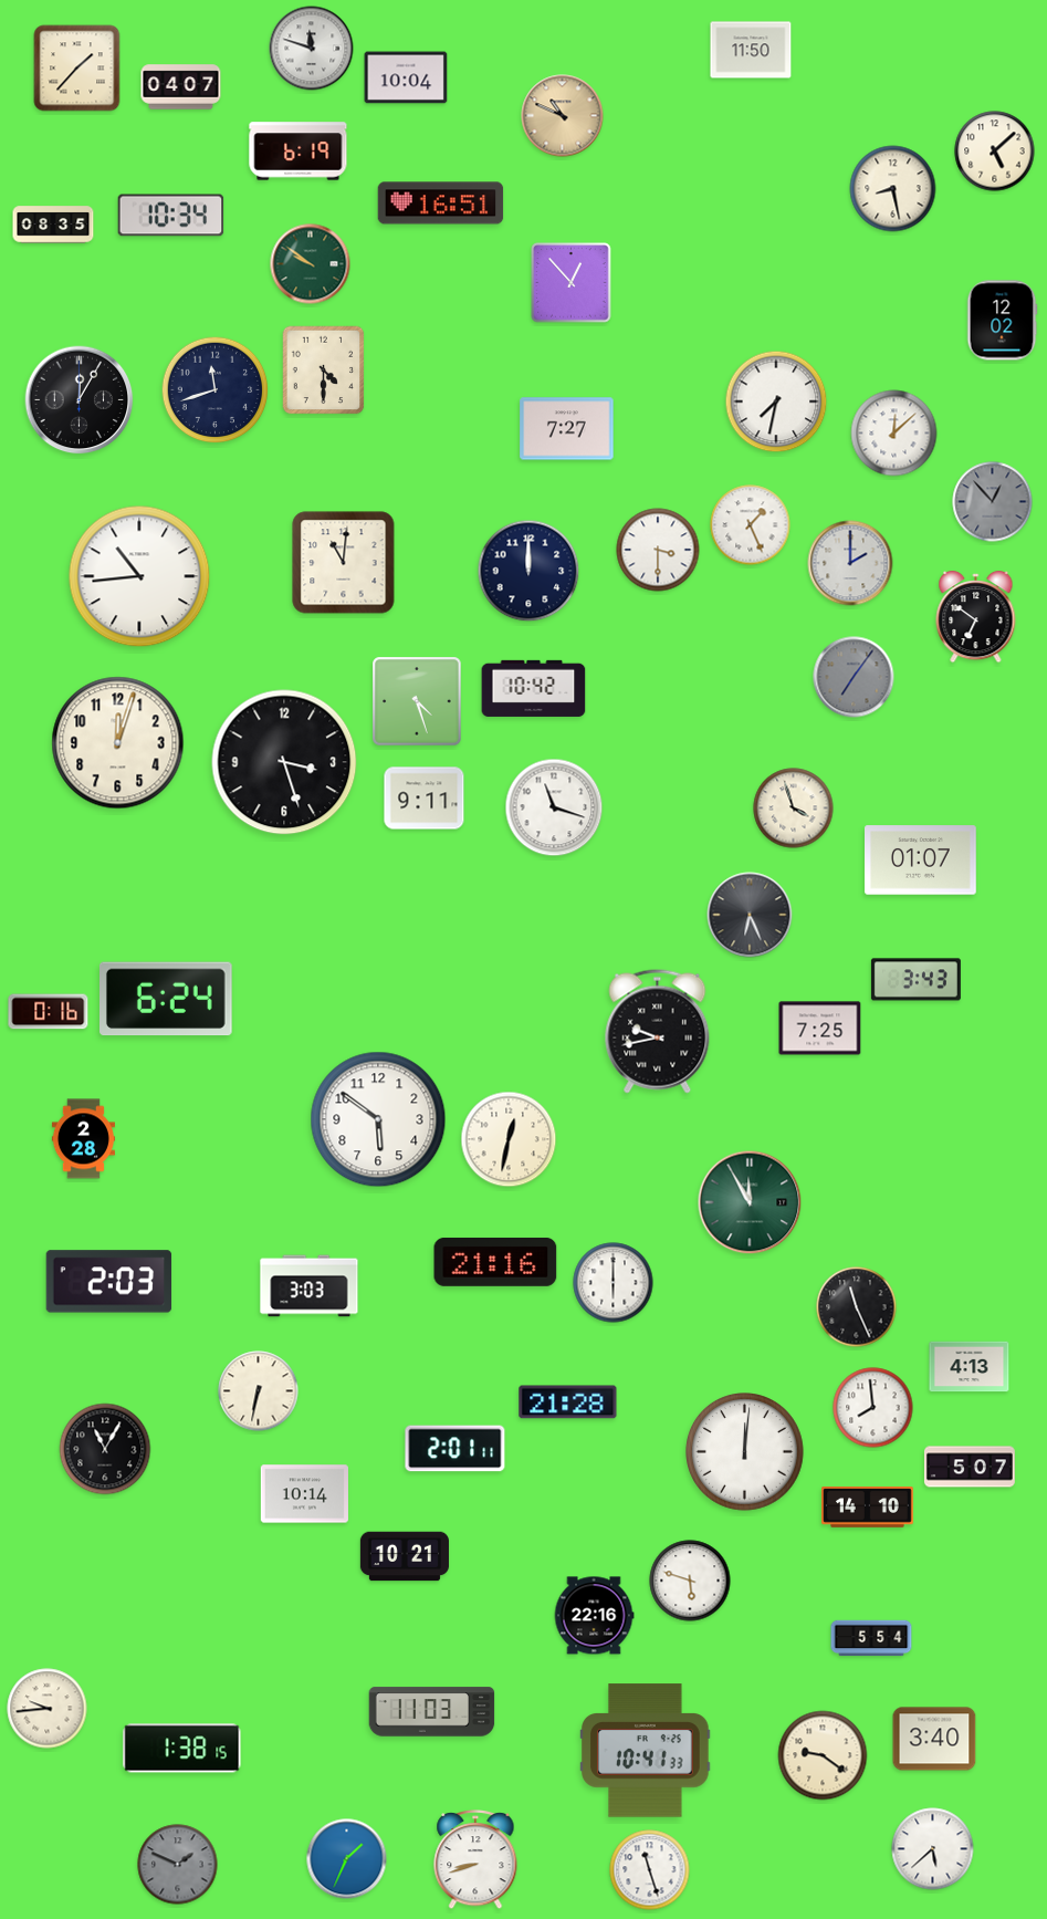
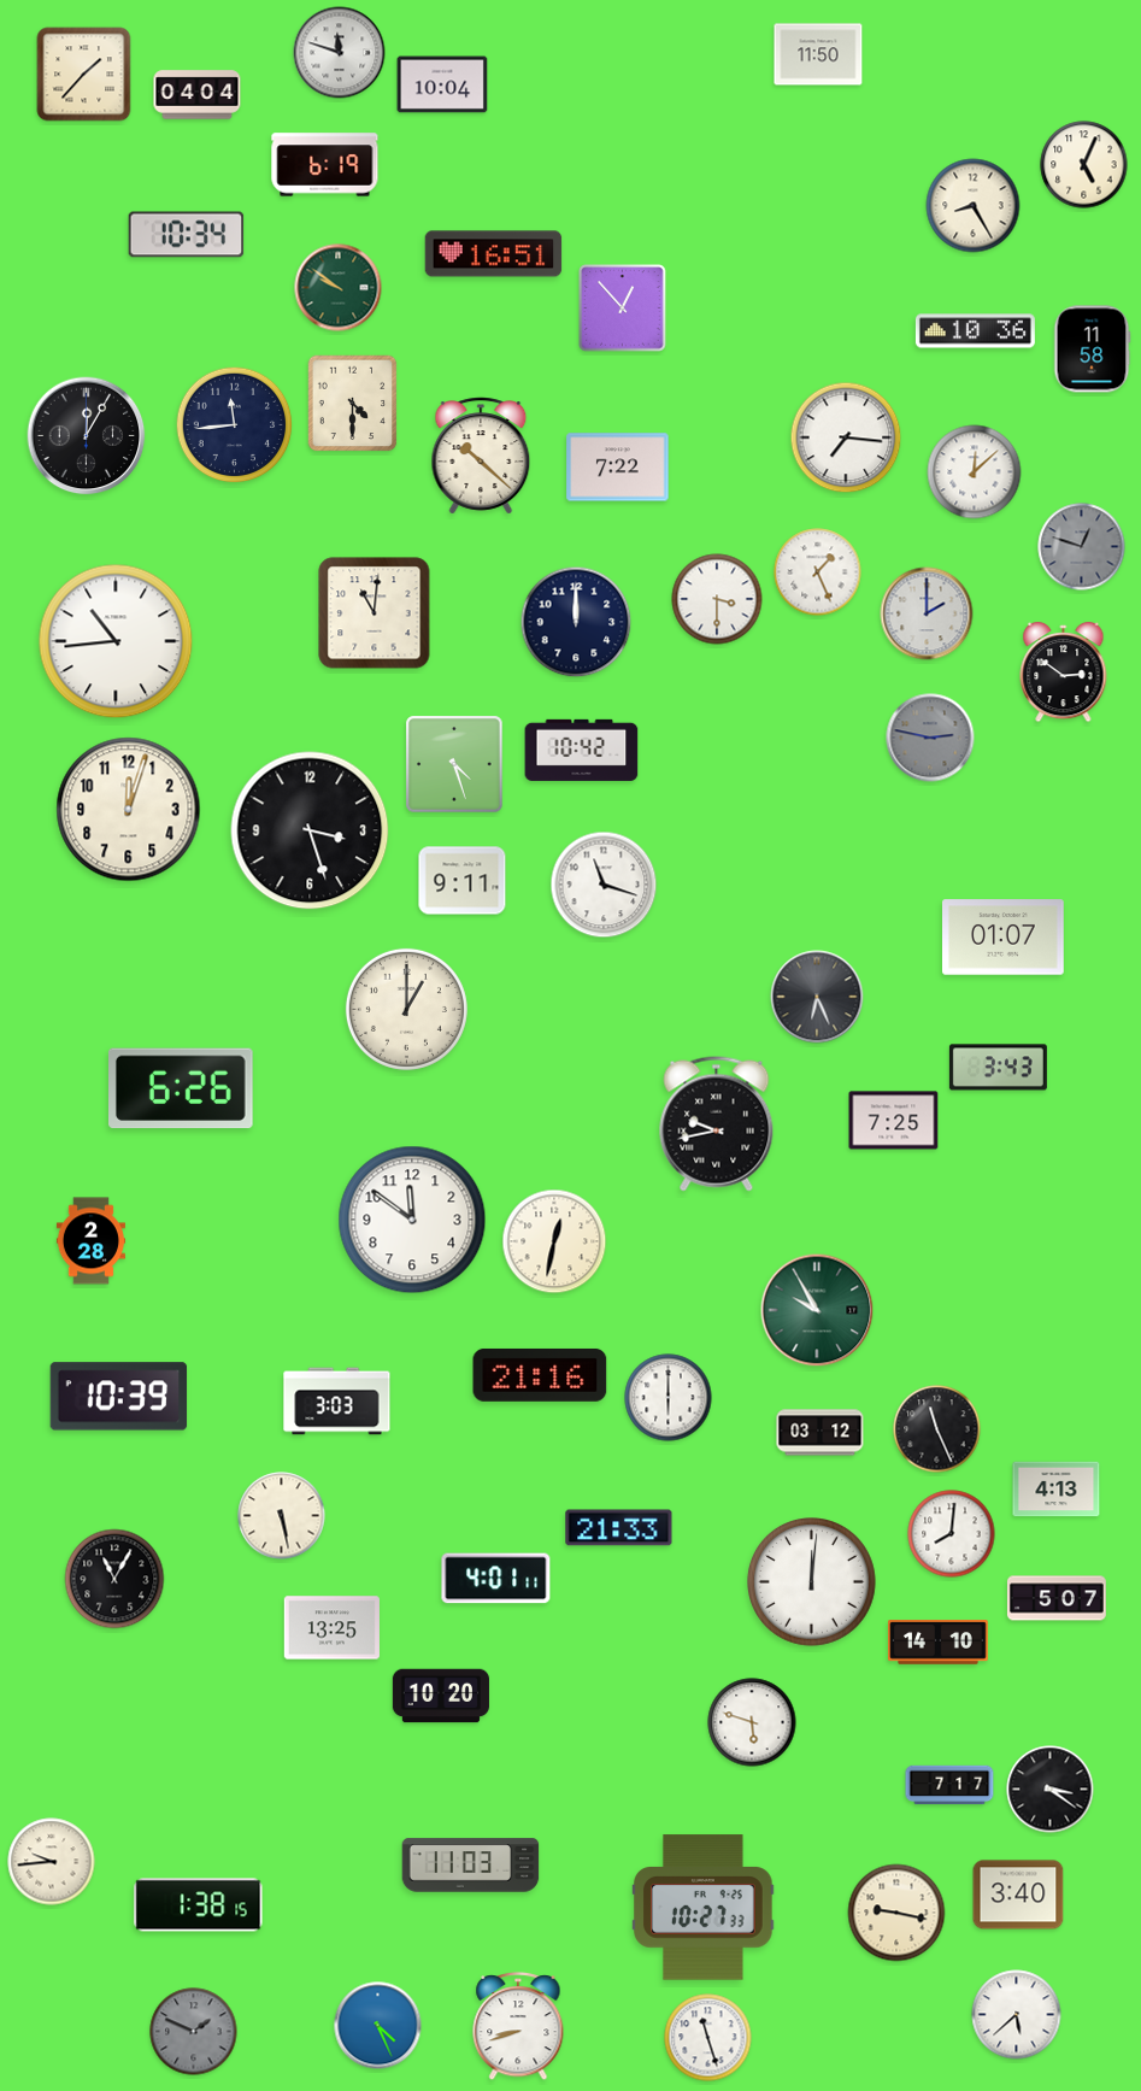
clock at (181, 87): 04:07 -> 04:04
clock at (563, 116): 10:49 -> none
clock at (995, 152): 5:08 -> 5:04
clock at (893, 189): 8:28 -> 8:25
clock at (441, 204) position: (441, 204) -> (494, 254)
clock at (53, 225): 08:35 -> none
clock at (975, 331): none -> 10:36
clock at (1002, 321): 12:02 -> 11:58
clock at (216, 390): 11:42 -> 11:44
clock at (776, 401): 7:32 -> 7:16
clock at (481, 456): none -> 10:22
clock at (567, 429): 7:27 -> 7:22
clock at (993, 502): 12:53 -> 12:48
clock at (139, 576) position: (139, 576) -> (116, 641)
clock at (976, 617): 6:51 -> 2:51
clock at (854, 677): 7:06 -> 2:47
clock at (425, 799) position: (425, 799) -> (463, 881)
clock at (554, 807) position: (554, 807) -> (604, 885)
clock at (794, 809): 3:57 -> none
clock at (406, 1009): none -> 1:00
clock at (167, 999): 6:24 -> 6:26
clock at (49, 1012): 0:16 -> none
clock at (378, 1119): 5:51 -> 11:51
clock at (750, 1202): 11:55 -> 9:55
clock at (109, 1282): 2:03 -> 10:39
clock at (857, 1307) position: (857, 1307) -> (937, 1429)
clock at (821, 1433): none -> 03:12
clock at (259, 1391): 6:32 -> 5:28
clock at (568, 1402): 21:28 -> 21:33
clock at (873, 1408): 7:59 -> 8:01
clock at (456, 1449): 2:01 -> 4:01
clock at (304, 1494): 10:14 -> 13:25
clock at (868, 1508) position: (868, 1508) -> (939, 1643)
clock at (405, 1556): 10:21 -> 10:20
clock at (594, 1616): 22:16 -> none
clock at (871, 1638): 5:54 -> 7:17
clock at (1051, 1790): none -> 3:21
clock at (646, 1751): 10:41 -> 10:27
clock at (823, 1755): 9:21 -> 9:17
clock at (347, 1859): 1:34 -> 4:26
